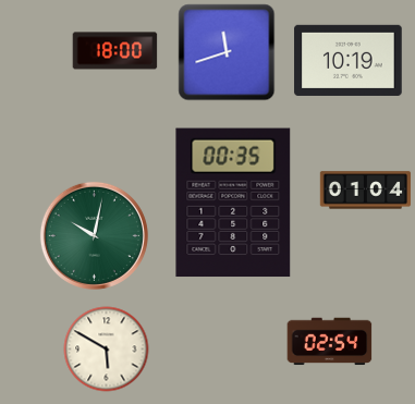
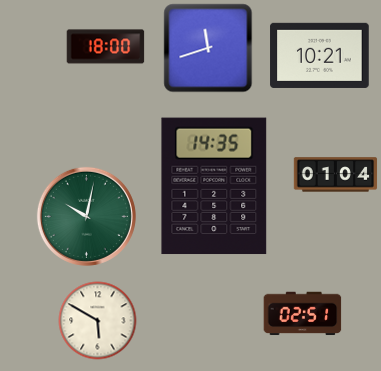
clock at (349, 60): 10:19 -> 10:21
clock at (233, 203): 00:35 -> 14:35
clock at (329, 342): 02:54 -> 02:51
